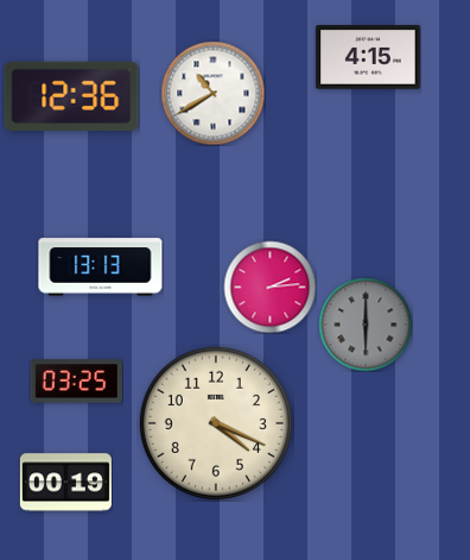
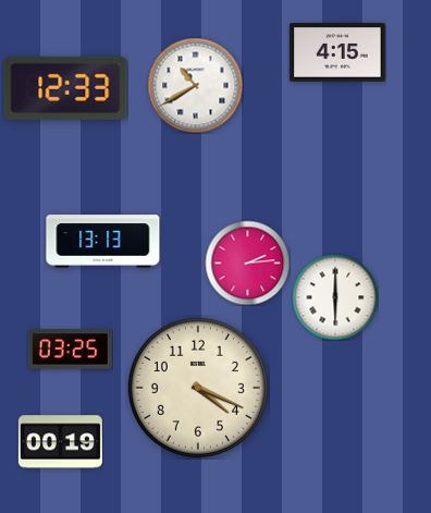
clock at (71, 96): 12:36 -> 12:33
clock at (101, 268) position: (101, 268) -> (103, 242)
clock at (366, 325) dial: grey -> white
